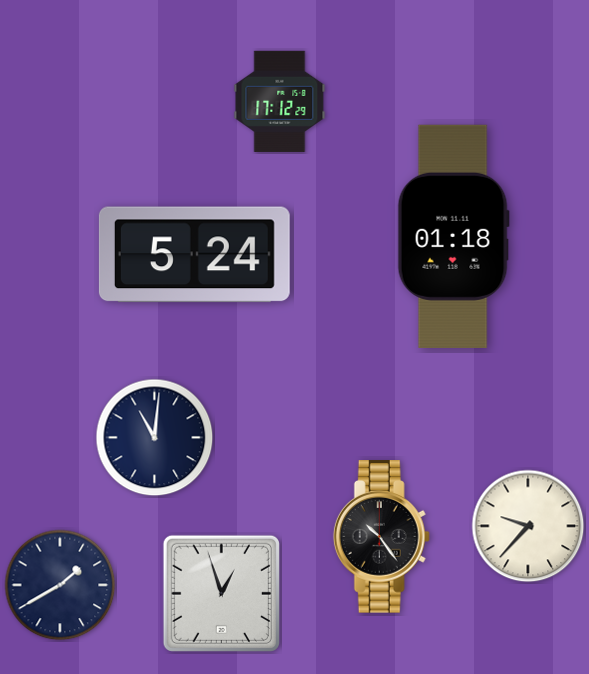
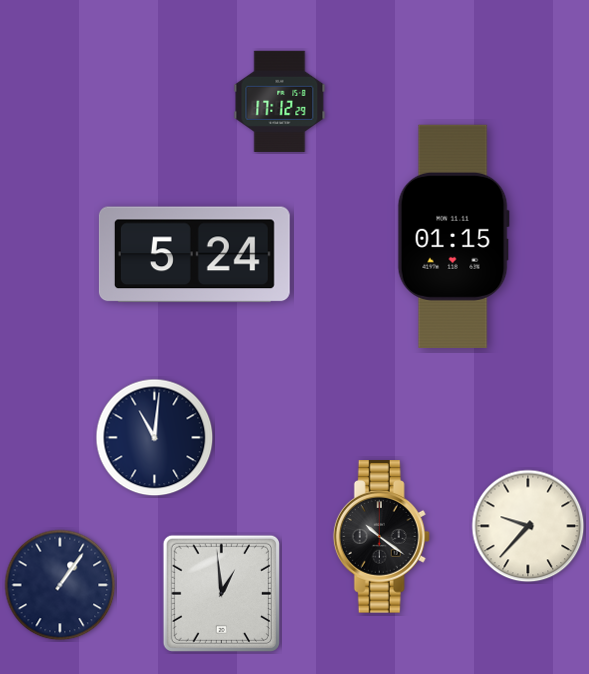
clock at (453, 236): 01:18 -> 01:15
clock at (381, 537): 10:24 -> 10:21
clock at (60, 585): 1:40 -> 1:06
clock at (221, 593): 12:57 -> 12:59
